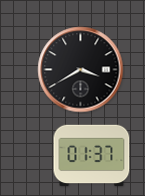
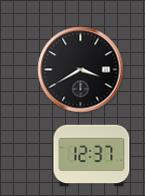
clock at (92, 156): 01:37 -> 12:37
